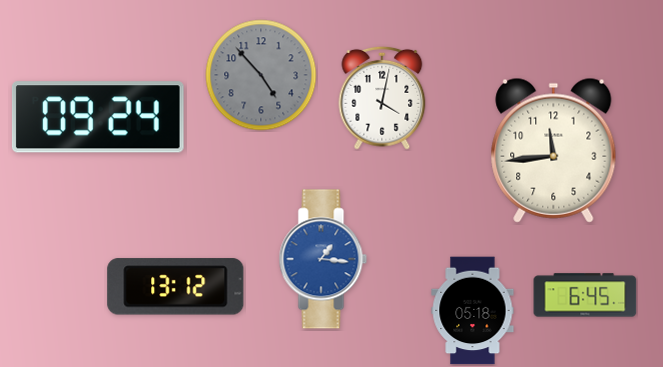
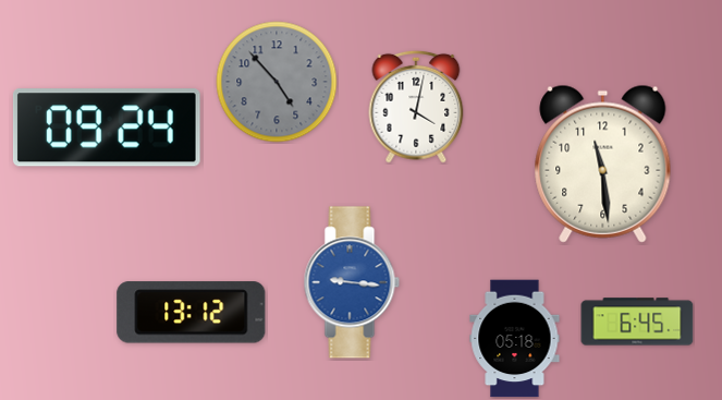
clock at (261, 75) position: (261, 75) -> (277, 82)
clock at (554, 150): 11:44 -> 11:29
clock at (323, 259): 1:16 -> 9:16
